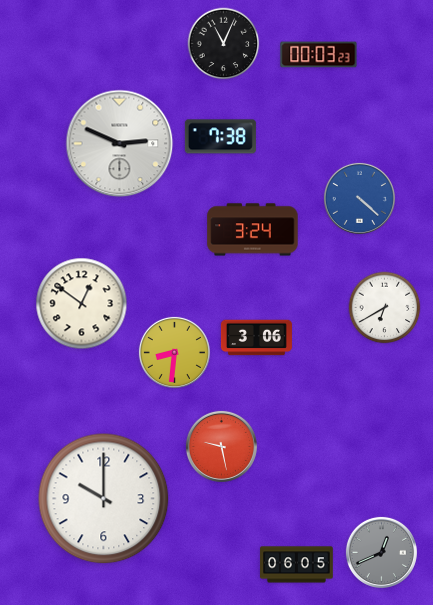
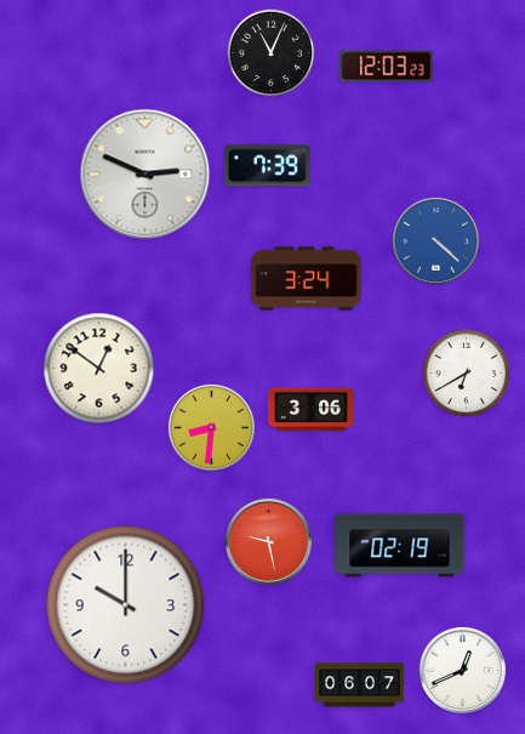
clock at (319, 55): 00:03 -> 12:03
clock at (220, 137): 7:38 -> 7:39
clock at (400, 546): none -> 02:19
clock at (381, 552) dial: grey -> white
clock at (297, 565): 06:05 -> 06:07
